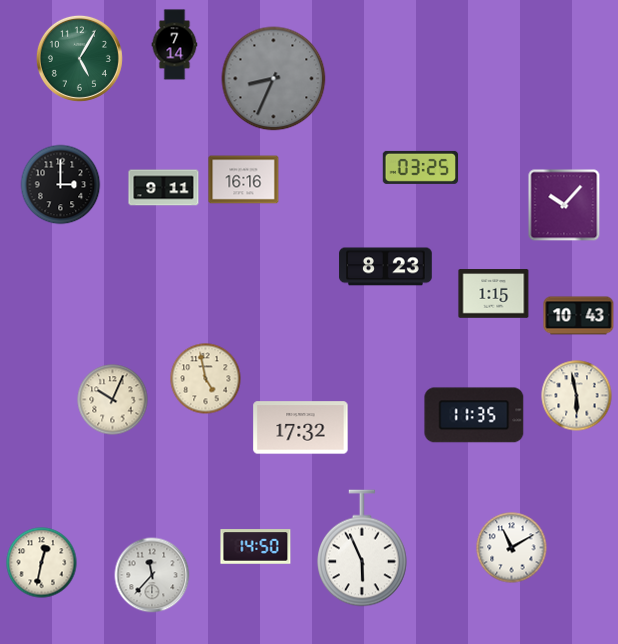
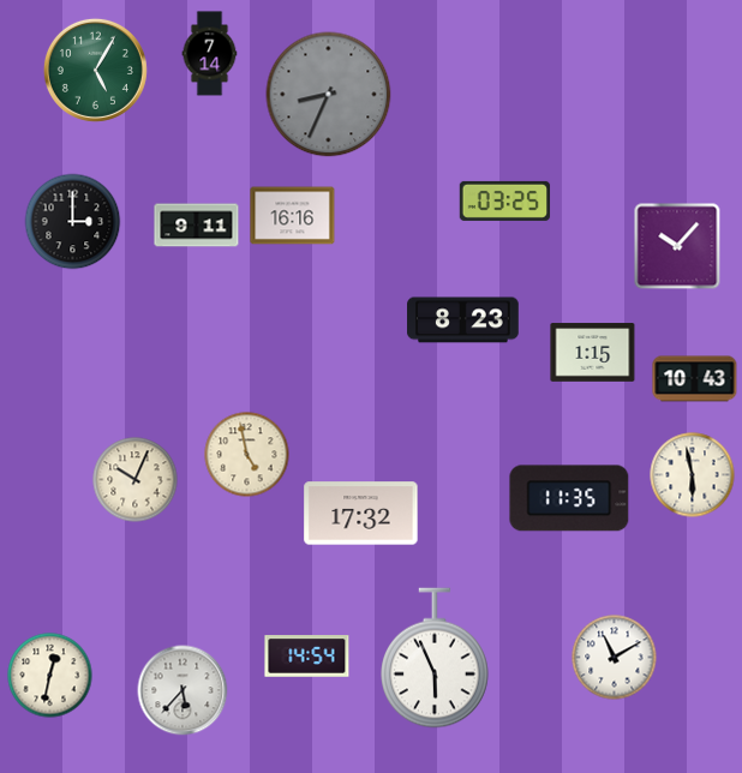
clock at (256, 547): 14:50 -> 14:54
clock at (152, 575): 11:37 -> 5:37
